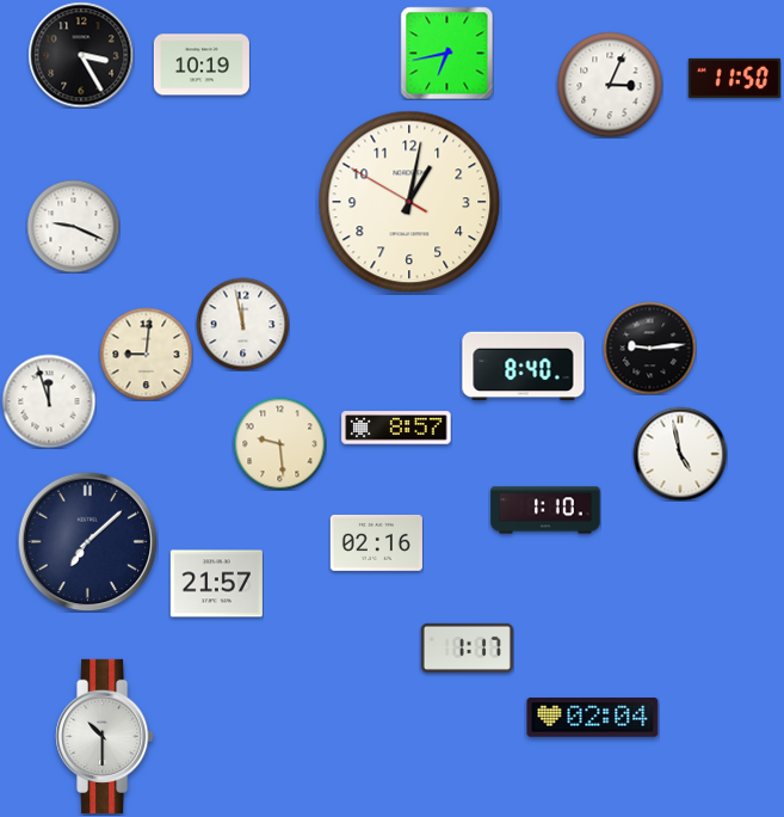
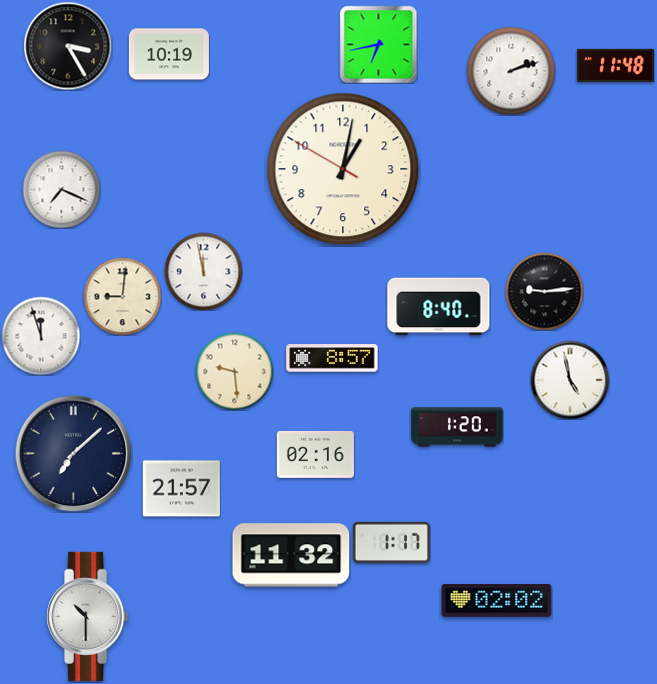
clock at (446, 53) position: (446, 53) -> (378, 44)
clock at (734, 78): 11:50 -> 11:48
clock at (610, 85): 3:04 -> 2:12
clock at (73, 226): 9:19 -> 7:19
clock at (545, 510): 1:10 -> 1:20
clock at (291, 555): none -> 11:32
clock at (593, 718): 02:04 -> 02:02
